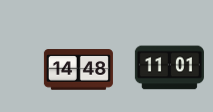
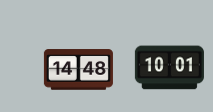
clock at (169, 68): 11:01 -> 10:01
